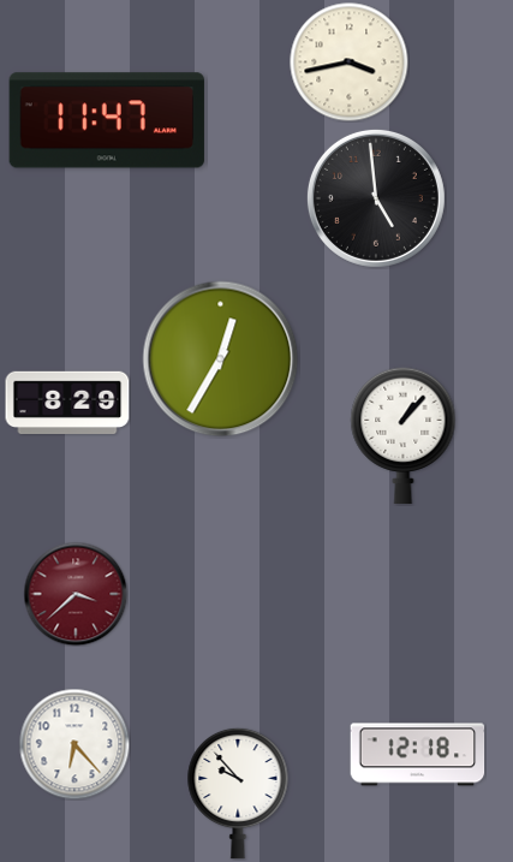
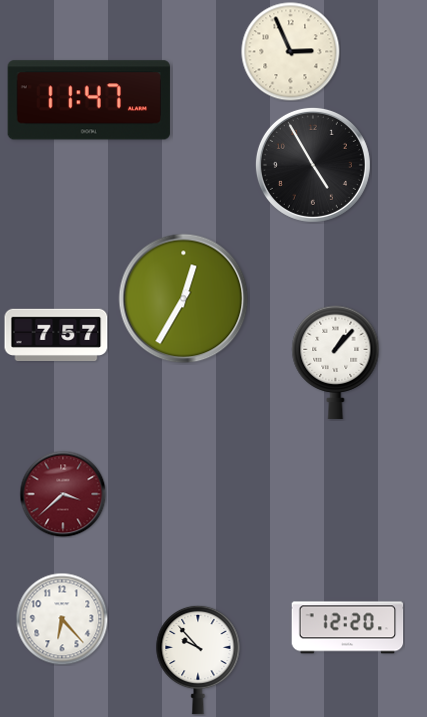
clock at (350, 63): 3:43 -> 2:56
clock at (376, 198): 4:59 -> 4:55
clock at (67, 402): 8:29 -> 7:57
clock at (418, 755): 12:18 -> 12:20
